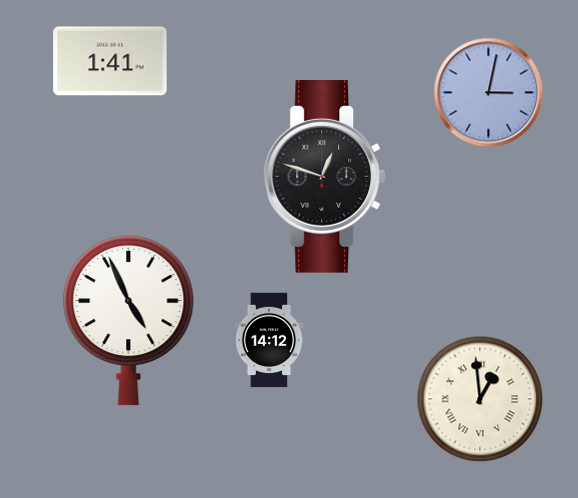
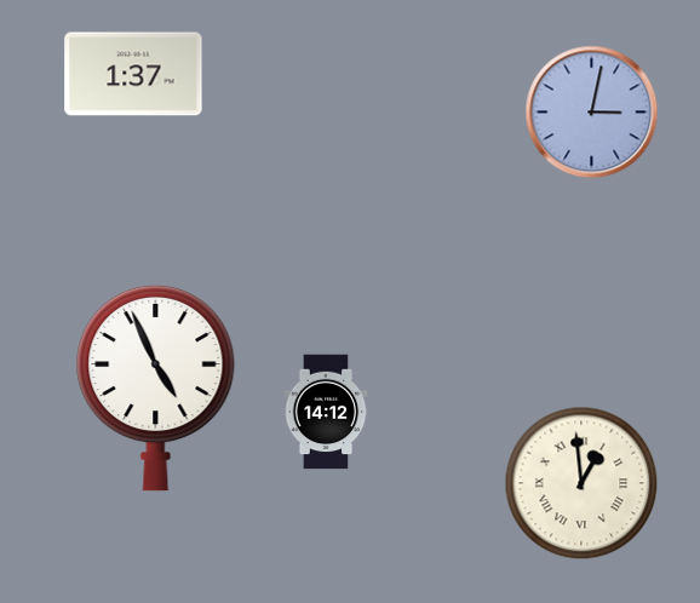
clock at (110, 61): 1:41 -> 1:37
clock at (325, 177): 12:48 -> none
